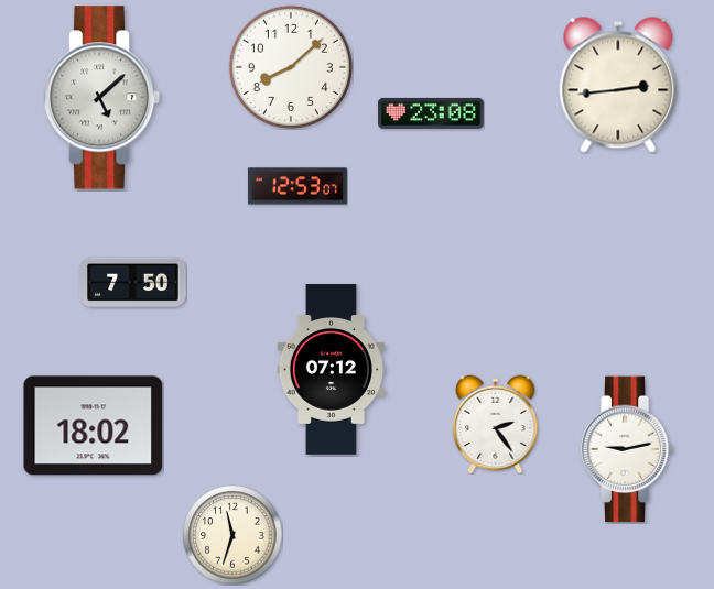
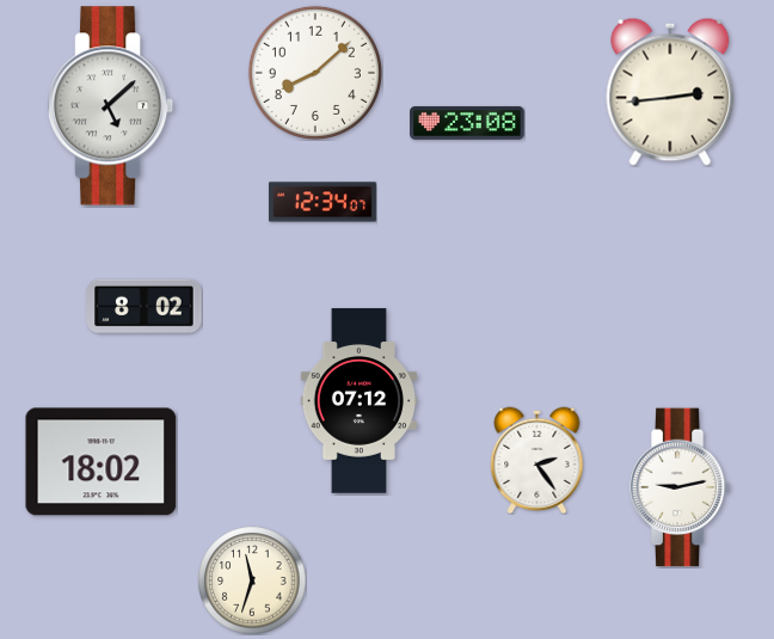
clock at (297, 186): 12:53 -> 12:34
clock at (133, 283): 7:50 -> 8:02
